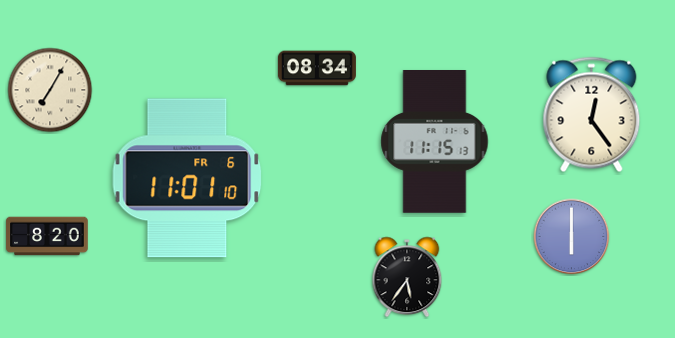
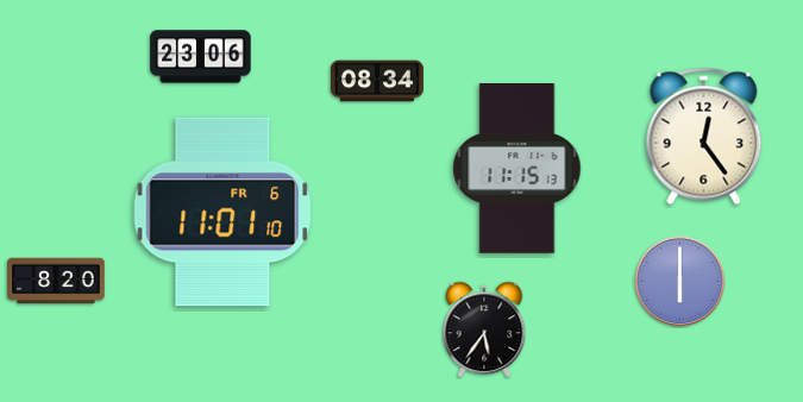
clock at (201, 57): none -> 23:06
clock at (50, 90): 7:05 -> none
